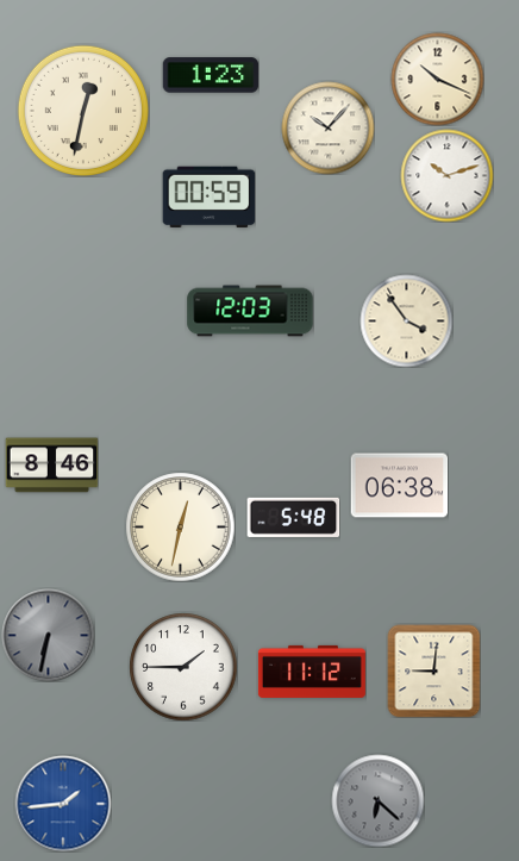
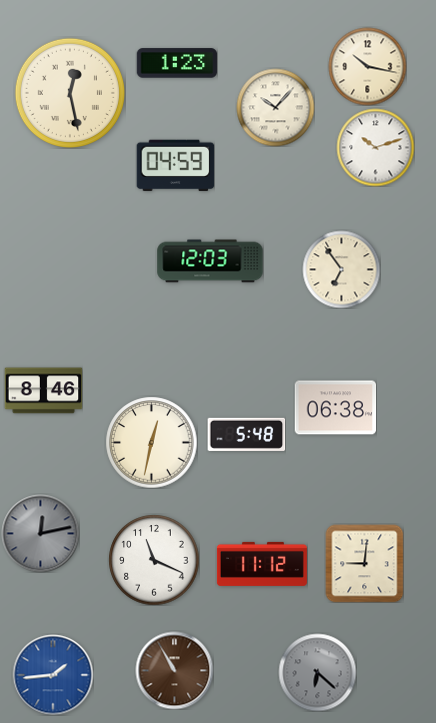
clock at (437, 79): 10:19 -> 10:17
clock at (83, 111): 12:32 -> 12:28
clock at (208, 198): 00:59 -> 04:59
clock at (406, 320): 3:54 -> 6:54
clock at (48, 635): 6:32 -> 12:13
clock at (183, 667): 1:45 -> 11:19
clock at (174, 670): none -> 10:55
